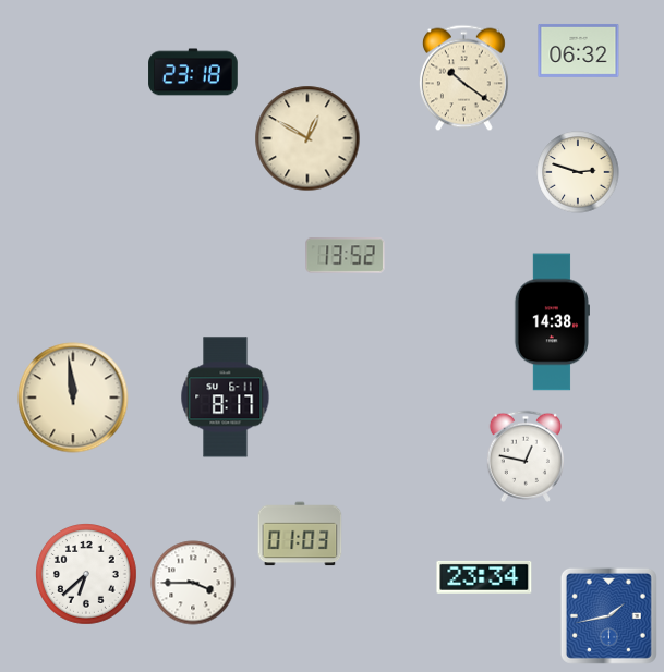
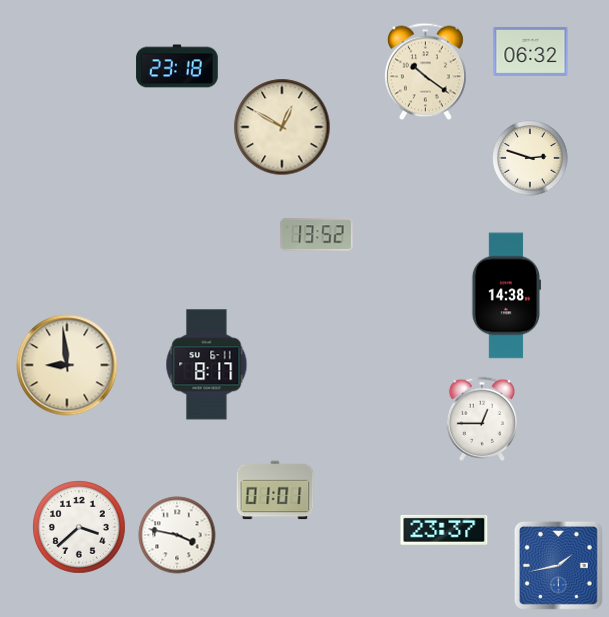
clock at (579, 50) position: (579, 50) -> (531, 51)
clock at (73, 398): 11:59 -> 8:59
clock at (524, 456): 12:47 -> 12:45
clock at (300, 534): 01:03 -> 01:01
clock at (87, 575): 6:38 -> 3:38
clock at (484, 577): 23:34 -> 23:37
clock at (193, 583): 3:45 -> 3:47
